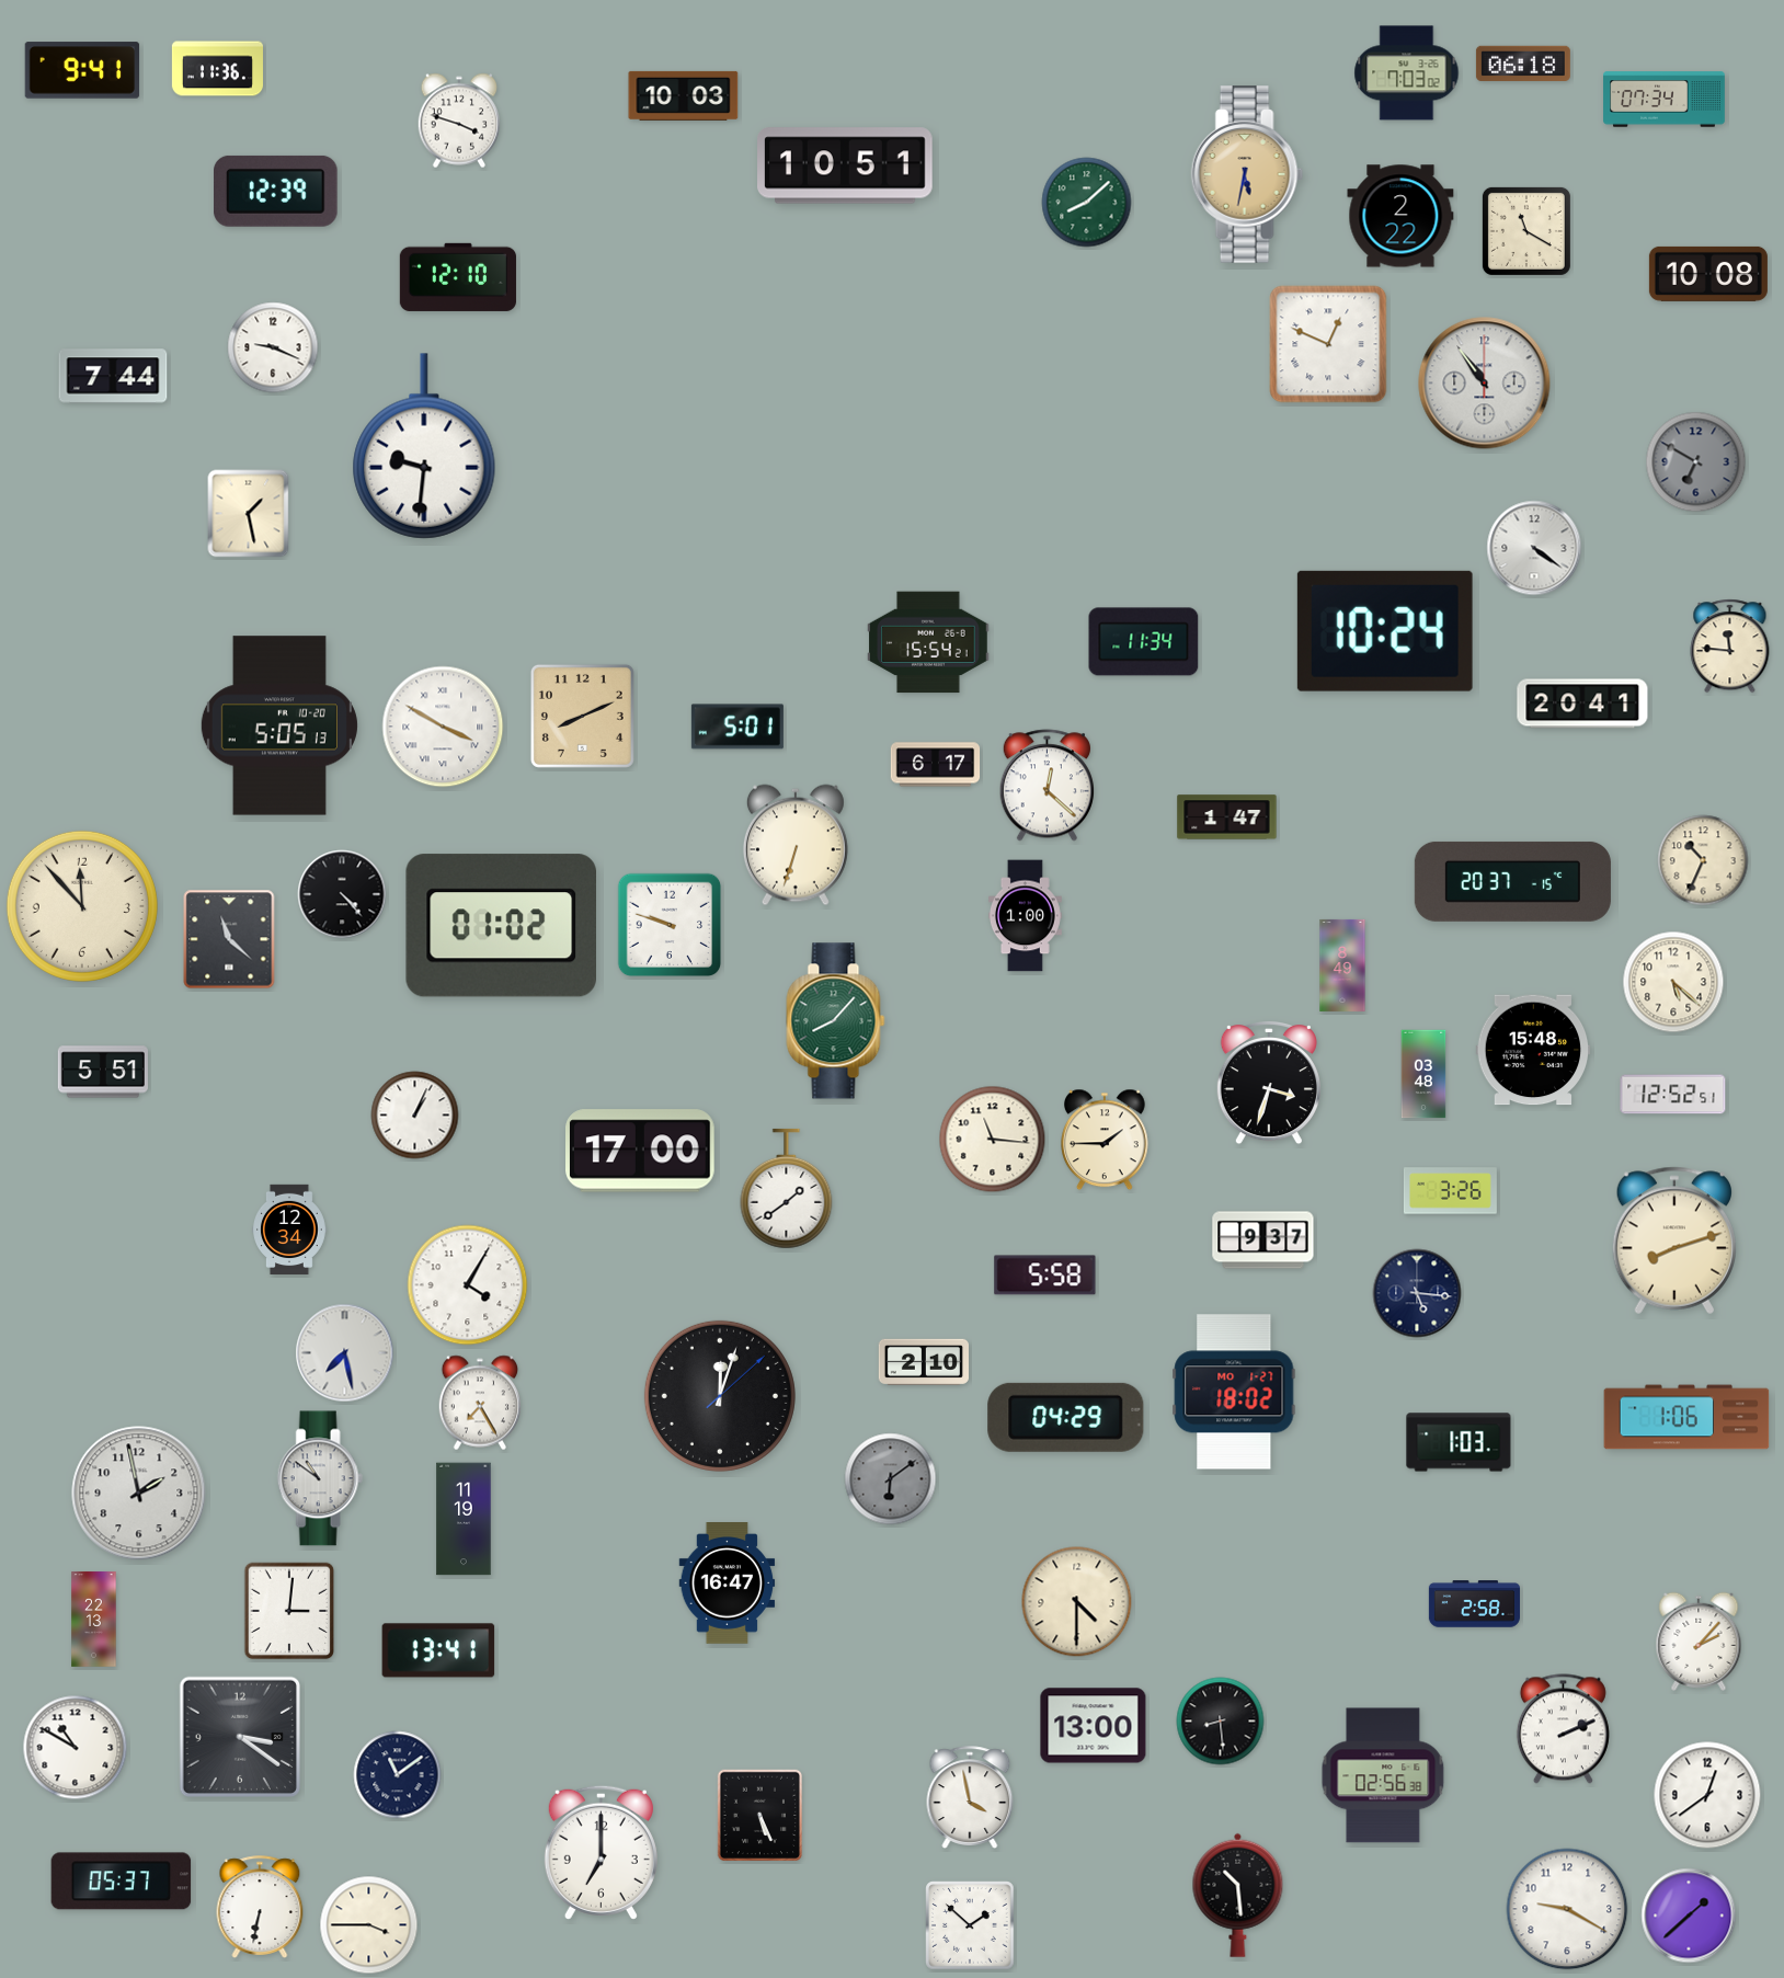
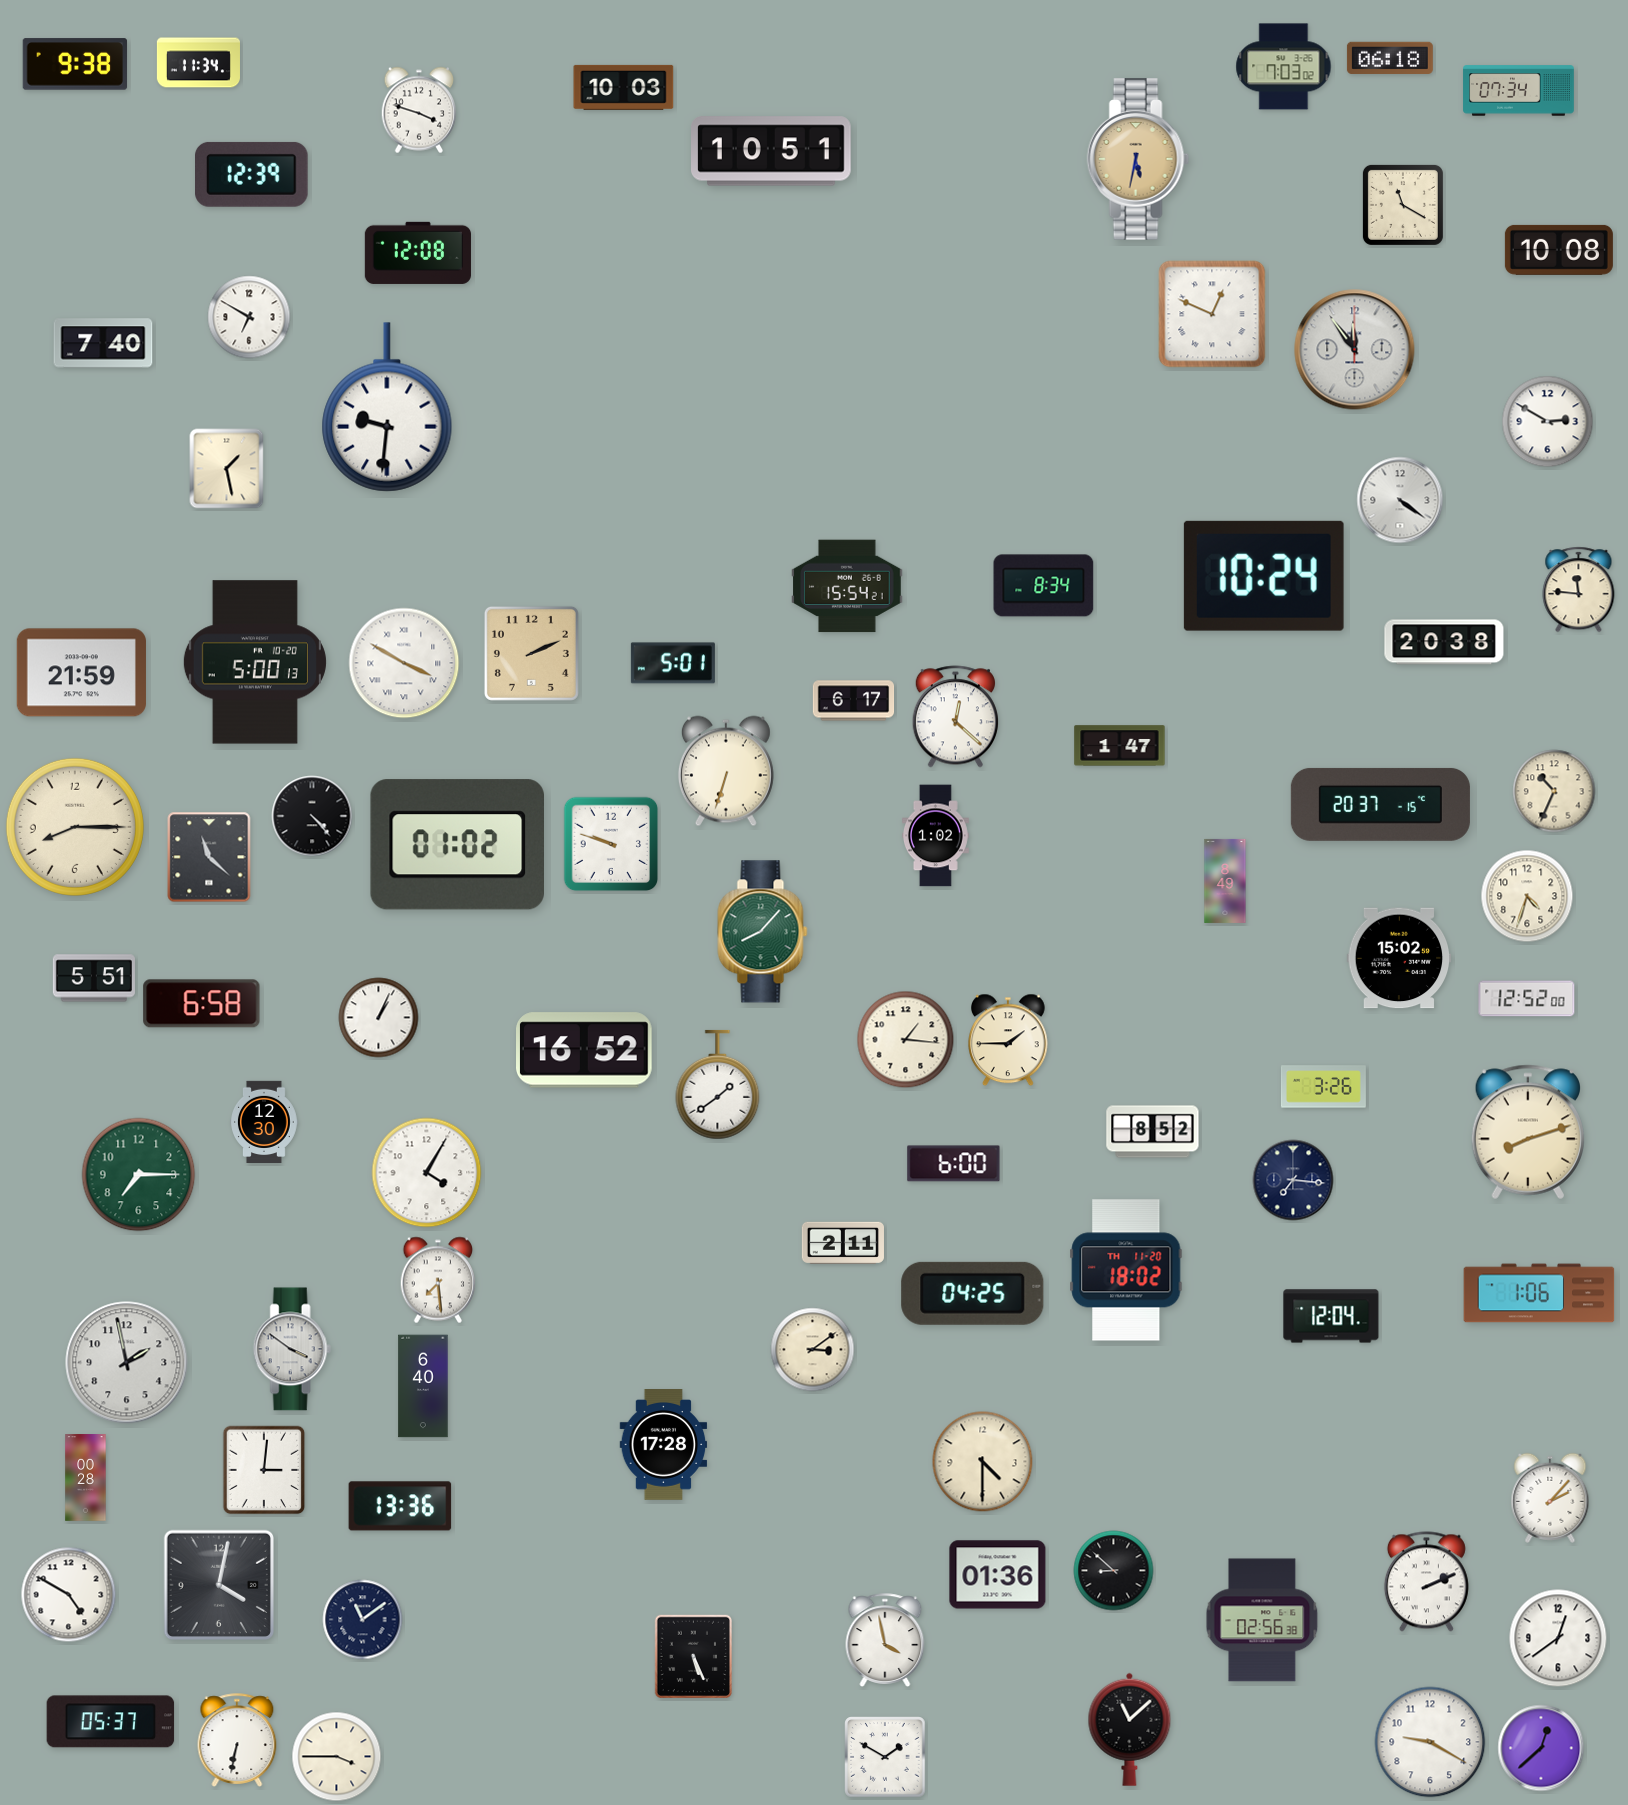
clock at (217, 69): 11:36 -> 11:34
clock at (82, 70): 9:41 -> 9:38
clock at (1087, 203): 8:08 -> none
clock at (1400, 216): 2:22 -> none
clock at (1526, 231) position: (1526, 231) -> (1403, 205)
clock at (458, 277): 12:10 -> 12:08
clock at (273, 347): 9:19 -> 6:50
clock at (113, 376): 7:44 -> 7:40
clock at (1485, 384): 10:54 -> 11:54
clock at (1696, 462): 6:50 -> 2:50
clock at (1696, 462) dial: grey -> white
clock at (1144, 642): 11:34 -> 8:34
clock at (1582, 704): 20:41 -> 20:38
clock at (582, 716): 8:11 -> 2:11
clock at (279, 725): 5:05 -> 5:00
clock at (81, 673): none -> 21:59
clock at (936, 765) position: (936, 765) -> (854, 701)
clock at (1703, 860) position: (1703, 860) -> (1554, 791)
clock at (82, 906): 11:53 -> 8:15
clock at (1025, 916): 1:00 -> 1:02
clock at (1673, 982): 5:22 -> 4:33
clock at (1533, 1050): 15:48 -> 15:02
clock at (1423, 1074): 03:48 -> none
clock at (1269, 1083): 3:33 -> none
clock at (1673, 1095): 12:52:51 -> 12:52:00
clock at (202, 1004): none -> 6:58
clock at (993, 1140): 11:16 -> 1:16
clock at (641, 1151): 17:00 -> 16:52
clock at (290, 1228): 12:34 -> 12:30
clock at (1263, 1240): 9:37 -> 8:52
clock at (1045, 1276): 5:58 -> 6:00
clock at (139, 1175): none -> 7:15
clock at (1417, 1293): 5:16 -> 7:16
clock at (345, 1353): 7:28 -> none
clock at (924, 1362): 2:10 -> 2:11
clock at (1234, 1392) date: MO 1-27 -> TH 11-20
clock at (720, 1396): 12:03 -> none
clock at (480, 1403): 7:25 -> 7:29
clock at (1066, 1417): 04:29 -> 04:25
clock at (1459, 1442): 1:03 -> 12:04
clock at (320, 1478): 10:51 -> 3:51
clock at (891, 1479): 6:09 -> 3:09
clock at (891, 1479) dial: grey -> cream
clock at (464, 1519): 11:19 -> 6:40
clock at (728, 1583): 16:47 -> 17:28
clock at (1474, 1604): 2:58 -> none
clock at (94, 1620): 22:13 -> 00:28
clock at (438, 1650): 13:41 -> 13:36
clock at (1221, 1722): 8:29 -> 8:52
clock at (1094, 1726): 13:00 -> 01:36
clock at (1563, 1729) position: (1563, 1729) -> (1426, 1582)
clock at (239, 1736): 3:21 -> 4:02
clock at (76, 1748): 10:50 -> 4:50
clock at (601, 1852): 7:00 -> none
clock at (122, 1882) position: (122, 1882) -> (111, 1722)
clock at (1238, 1895): 10:29 -> 11:08
clock at (1689, 1916): 1:38 -> 12:38
clock at (970, 1925): 1:52 -> 1:50
